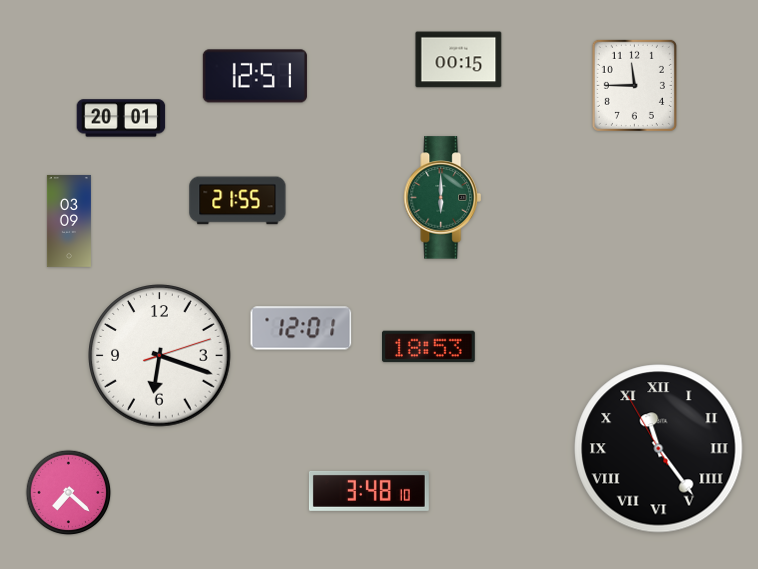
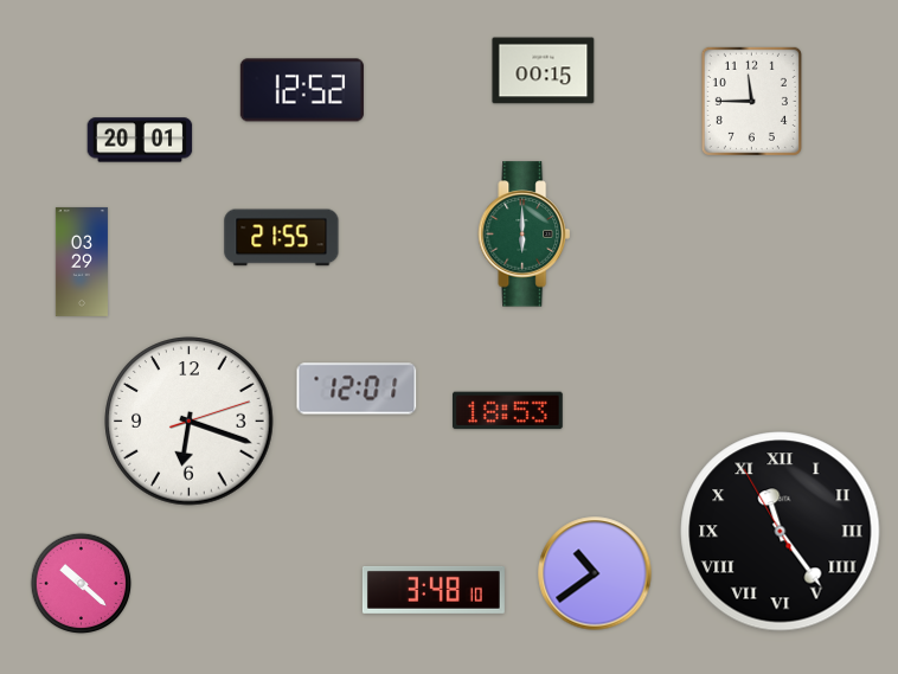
clock at (255, 76): 12:51 -> 12:52
clock at (121, 118) position: (121, 118) -> (140, 140)
clock at (69, 221): 03:09 -> 03:29
clock at (595, 573): none -> 10:39
clock at (369, 491) position: (369, 491) -> (434, 590)
clock at (69, 493): 7:22 -> 10:22
